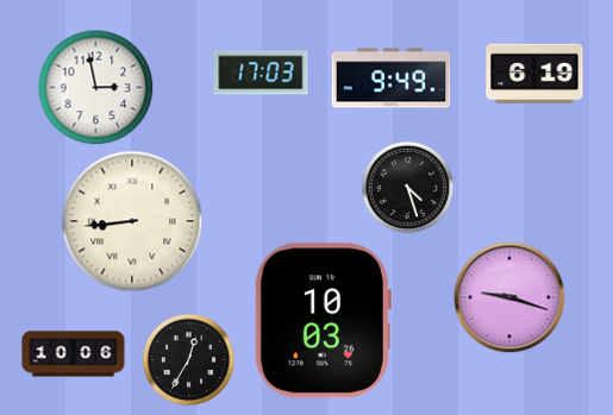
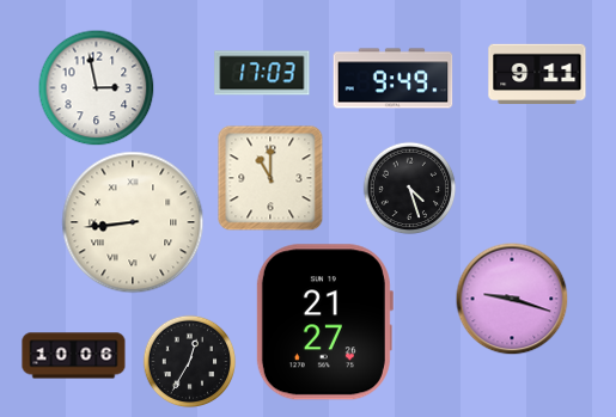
clock at (534, 73): 6:19 -> 9:11
clock at (270, 178): none -> 11:00
clock at (323, 321): 10:03 -> 21:27
